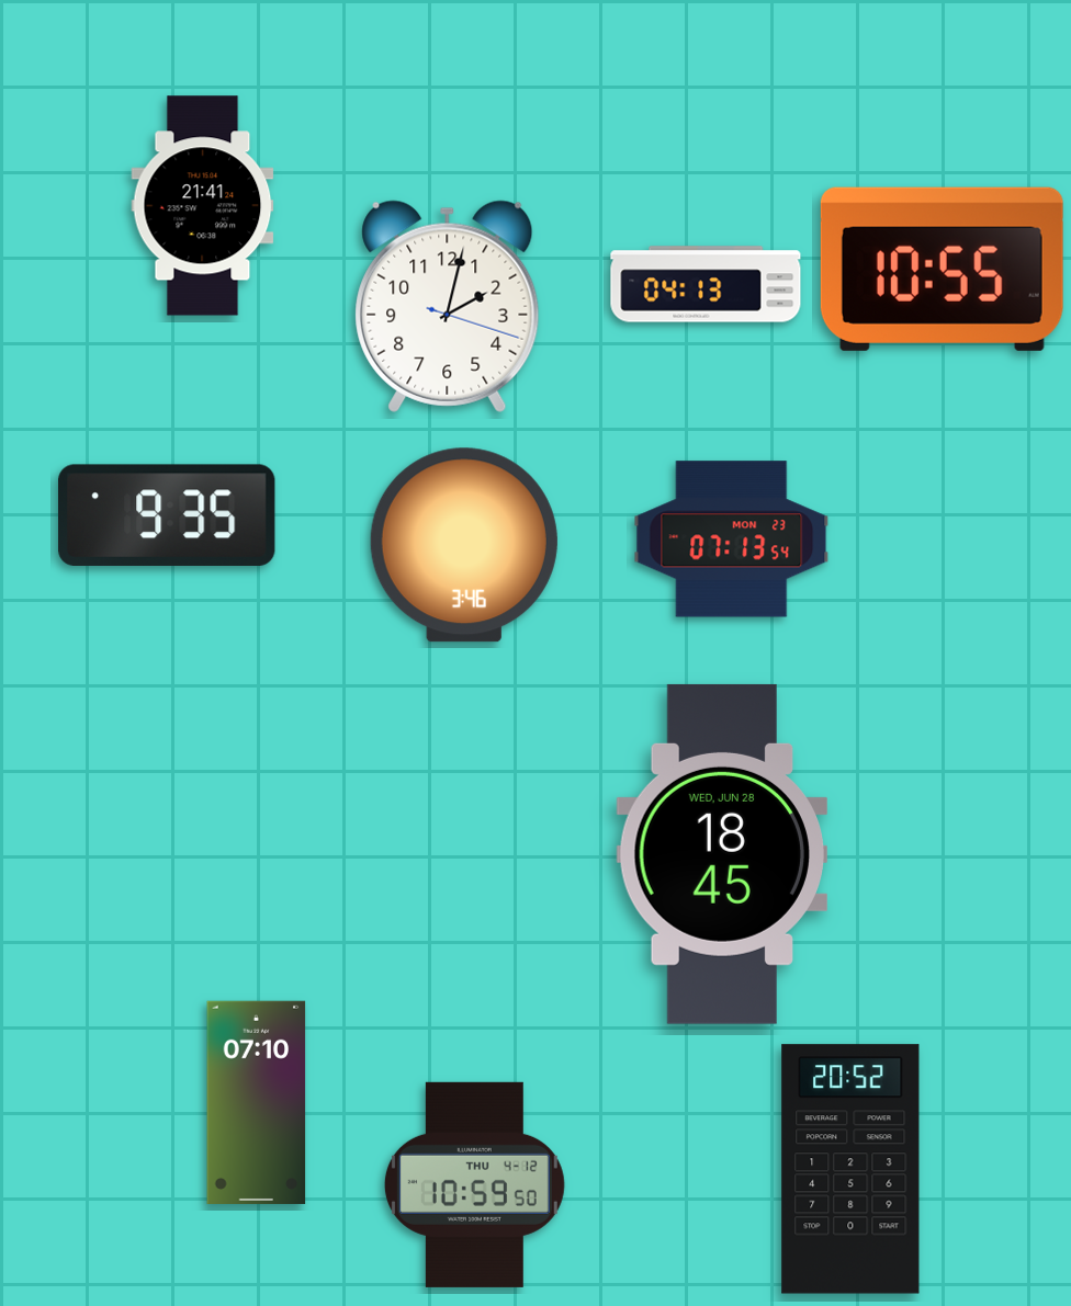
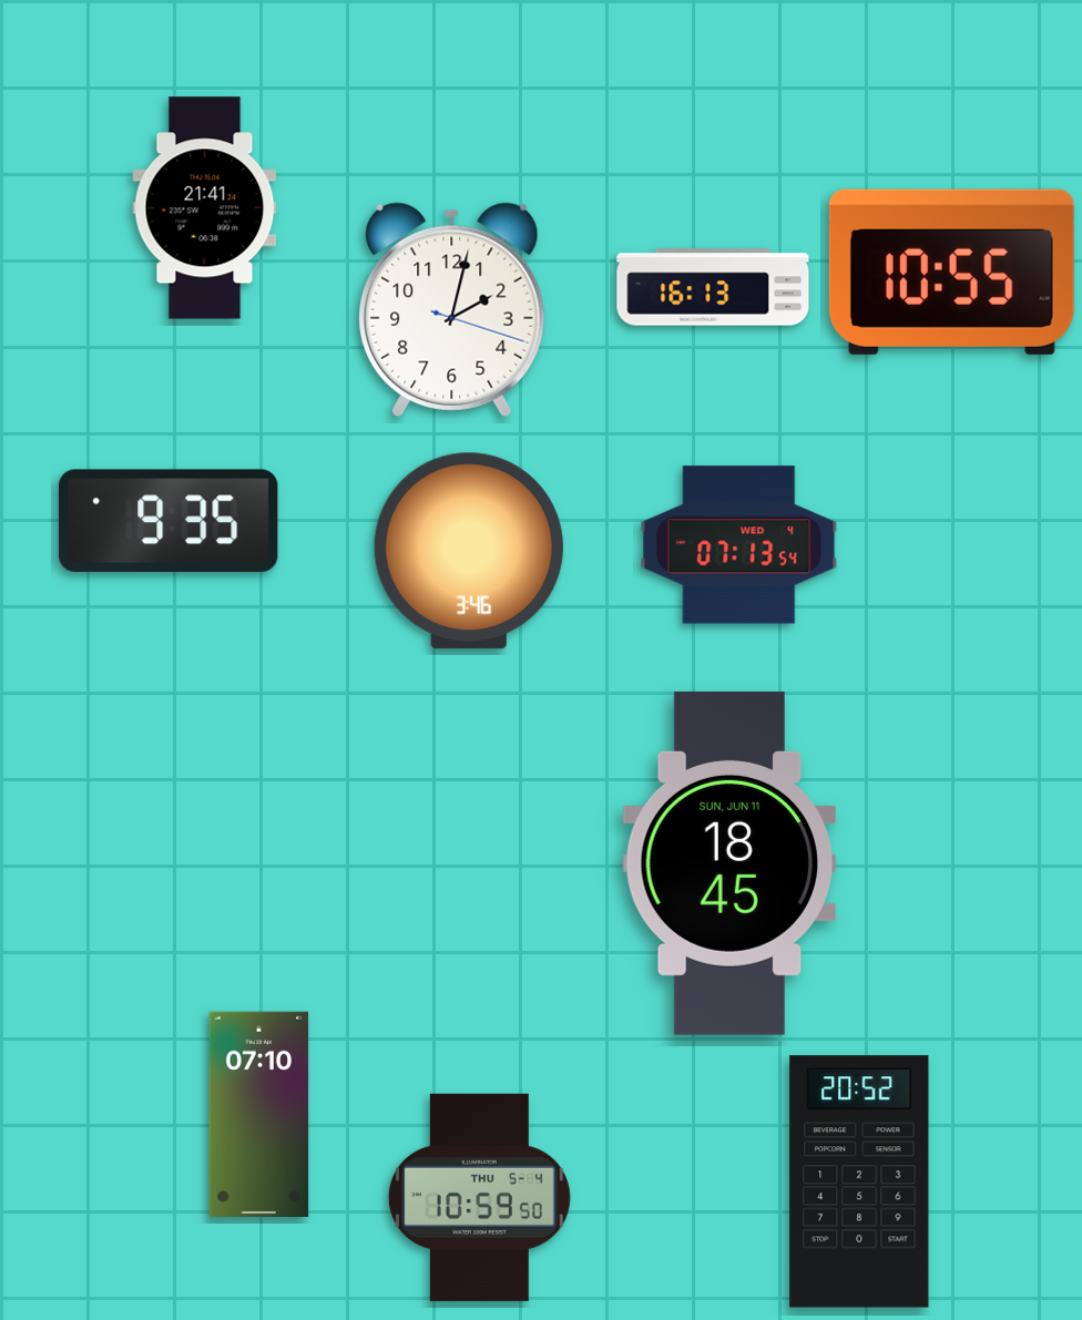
clock at (706, 284): 04:13 -> 16:13
clock at (732, 540) date: MON 23 -> WED 4
clock at (721, 854) date: WED, JUN 28 -> SUN, JUN 11
clock at (474, 1184) date: THU 4-12 -> THU 5-4
